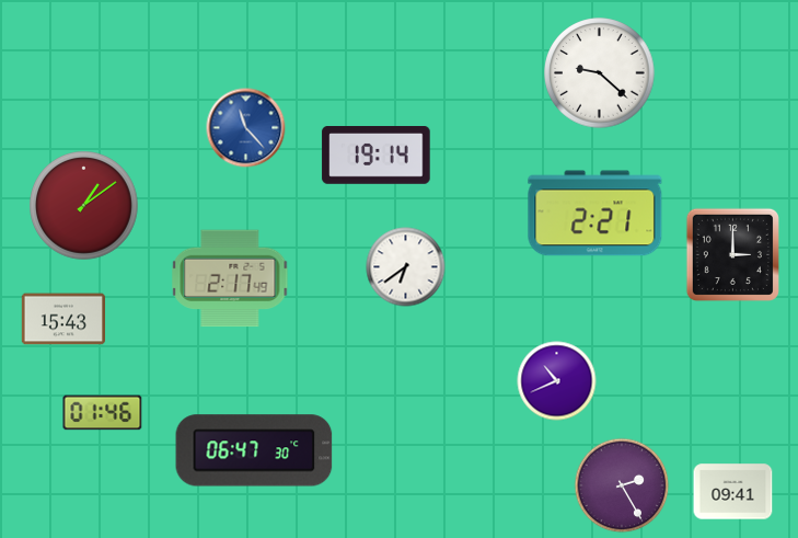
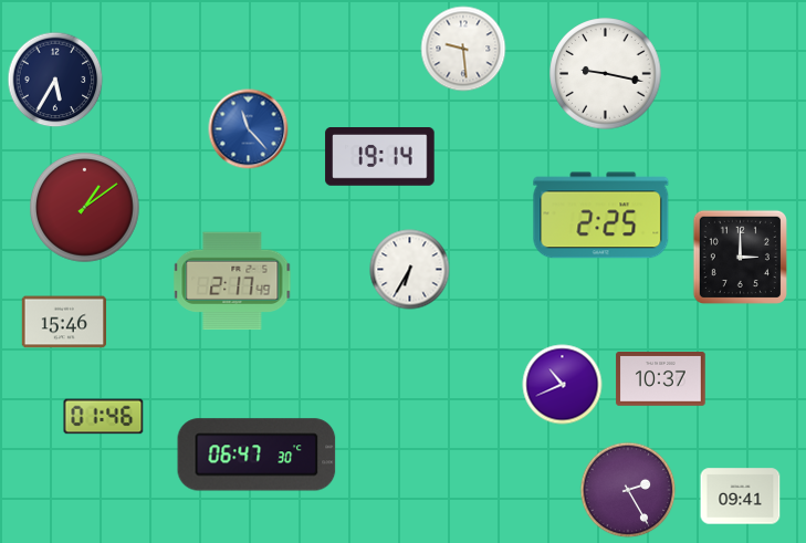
clock at (463, 49): none -> 9:29
clock at (600, 73): 9:22 -> 9:17
clock at (55, 80): none -> 5:35
clock at (595, 214): 2:21 -> 2:25
clock at (406, 267): 6:39 -> 6:35
clock at (63, 319): 15:43 -> 15:46
clock at (661, 379): none -> 10:37
